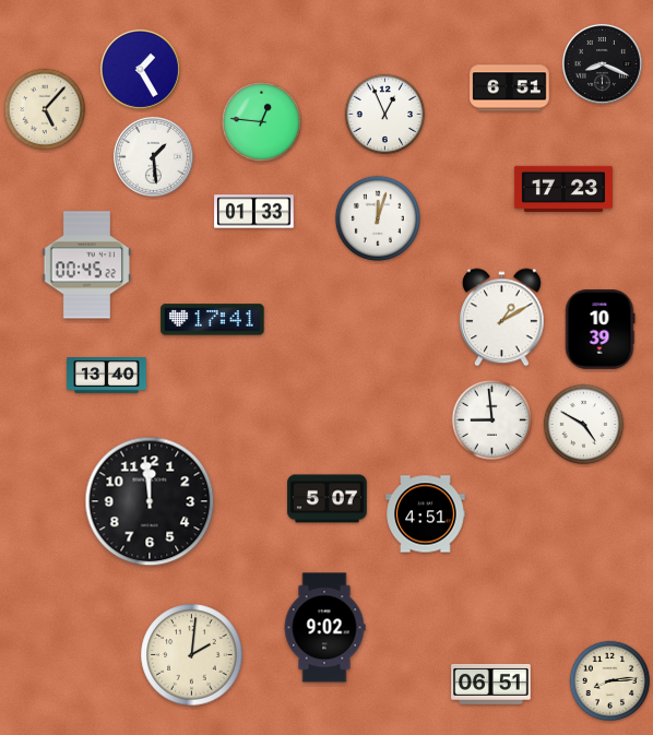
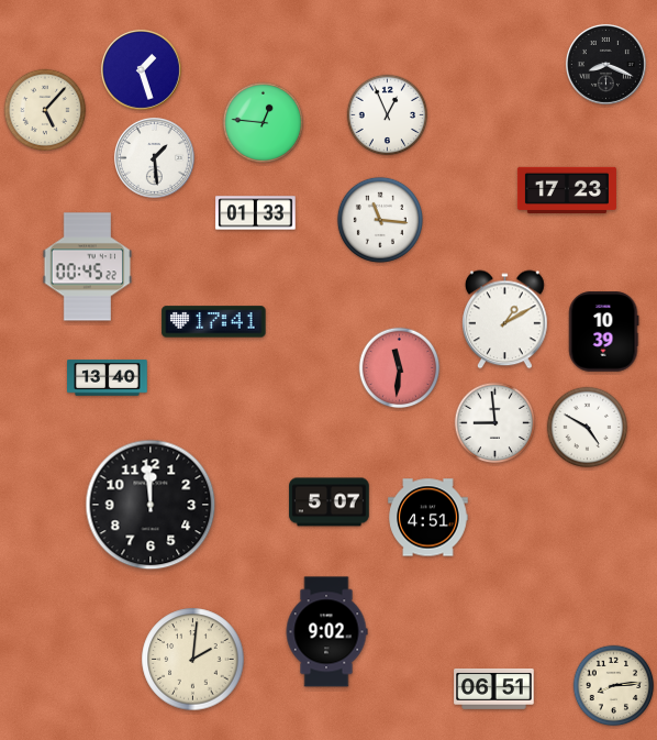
clock at (140, 69): 1:25 -> 1:27
clock at (510, 88): 6:51 -> none
clock at (378, 218): 12:03 -> 11:16
clock at (400, 368): none -> 11:31
